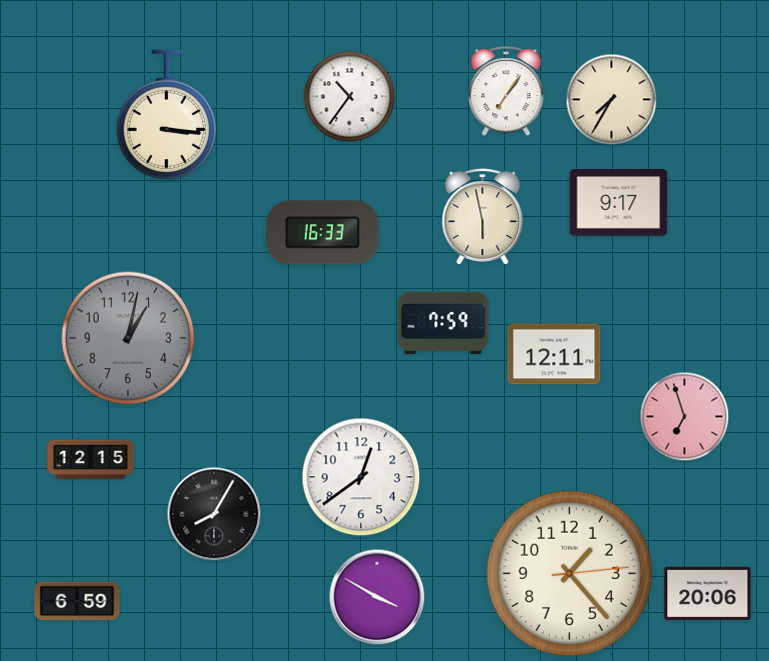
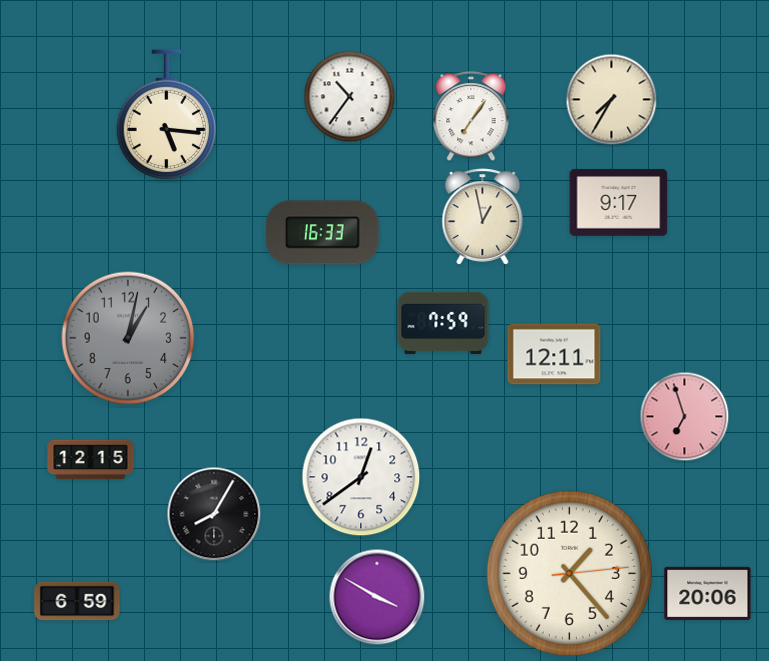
clock at (506, 91) position: (506, 91) -> (471, 116)
clock at (167, 115): 3:16 -> 5:16
clock at (483, 217): 5:58 -> 12:58
